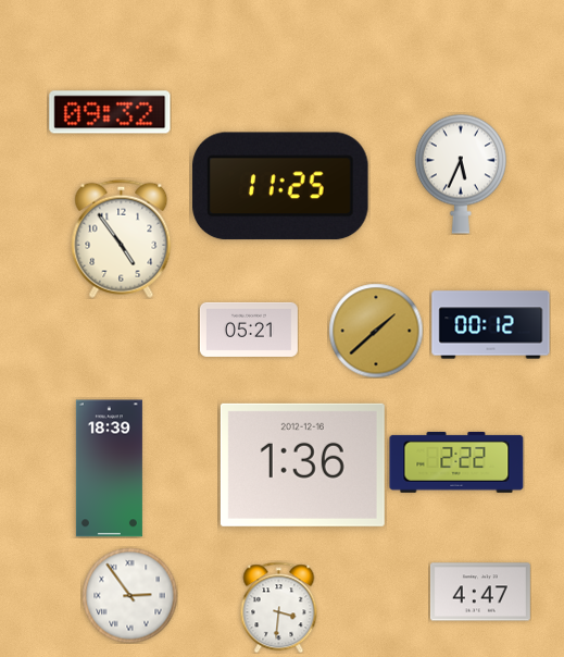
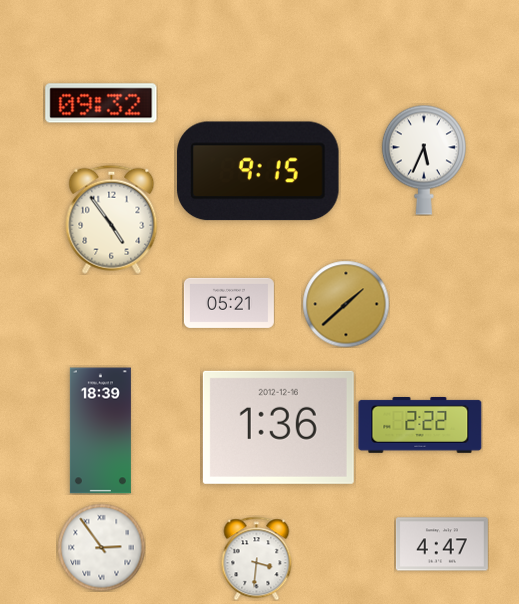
clock at (280, 186): 11:25 -> 9:15
clock at (491, 325): 00:12 -> none
clock at (129, 595) position: (129, 595) -> (101, 547)
